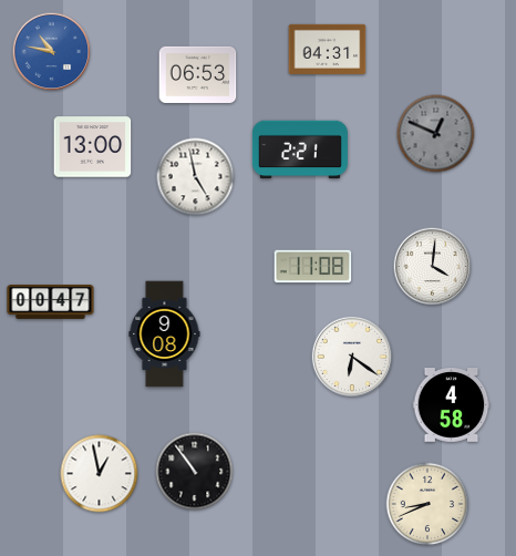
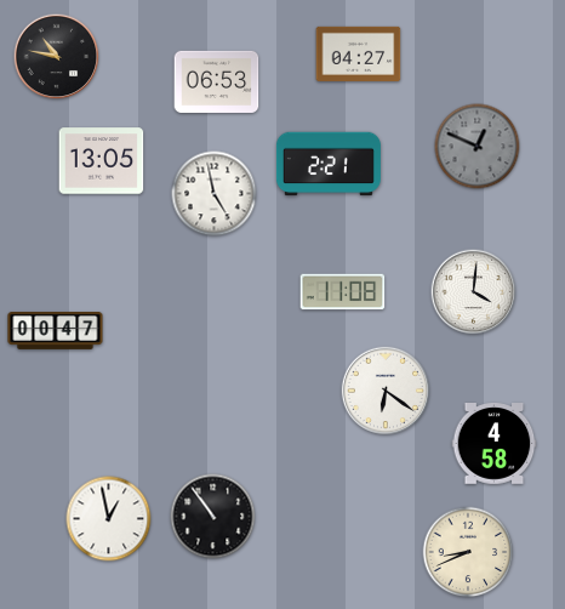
clock at (328, 49): 04:31 -> 04:27
clock at (52, 52) dial: blue -> black
clock at (93, 147): 13:00 -> 13:05
clock at (165, 334): 9:08 -> none
